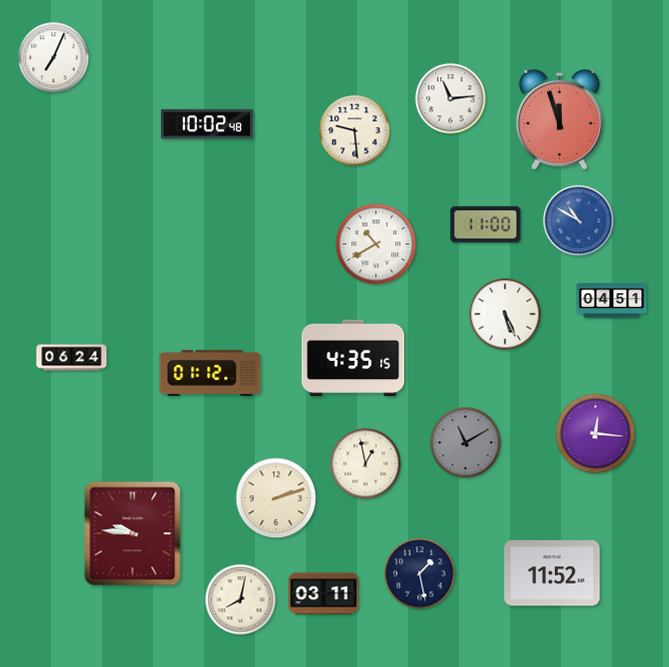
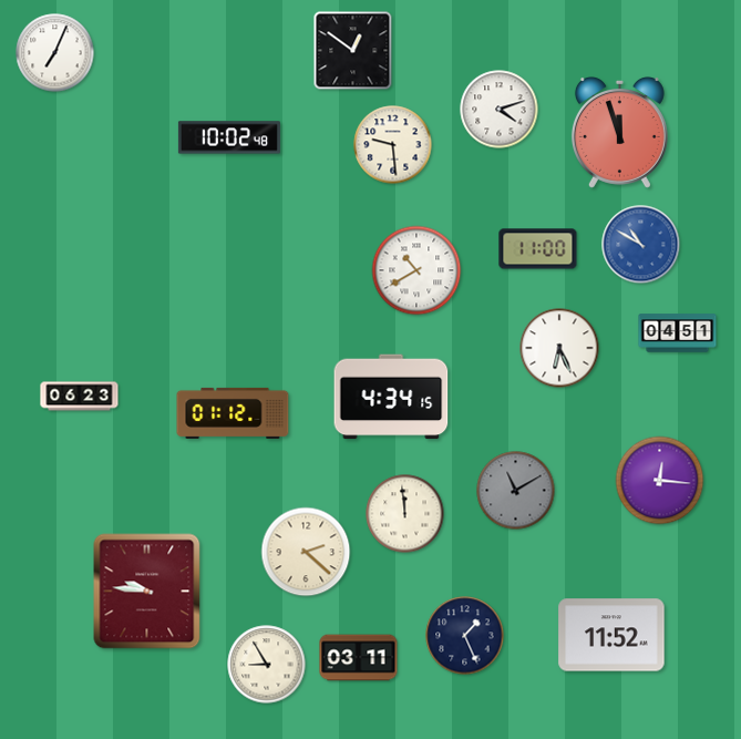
clock at (353, 51): none -> 12:51
clock at (54, 58) position: (54, 58) -> (55, 53)
clock at (451, 99): 11:14 -> 4:12
clock at (505, 314): 5:26 -> 6:26
clock at (72, 358): 06:24 -> 06:23
clock at (353, 358): 4:35 -> 4:34
clock at (366, 464): 12:58 -> 11:59
clock at (276, 498): 2:12 -> 2:22
clock at (420, 574): 1:28 -> 1:26
clock at (241, 600): 8:02 -> 8:55
